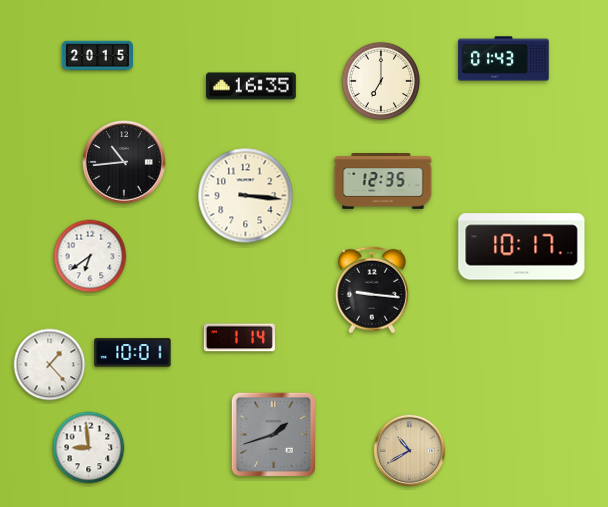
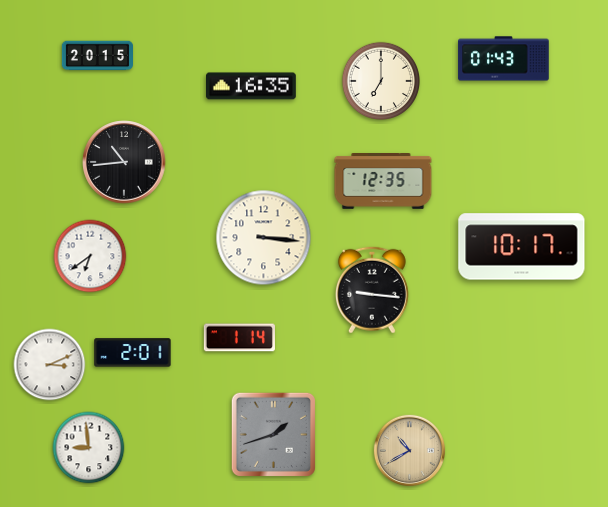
clock at (246, 196) position: (246, 196) -> (264, 238)
clock at (133, 353): 10:01 -> 2:01
clock at (50, 365): 1:23 -> 3:11
